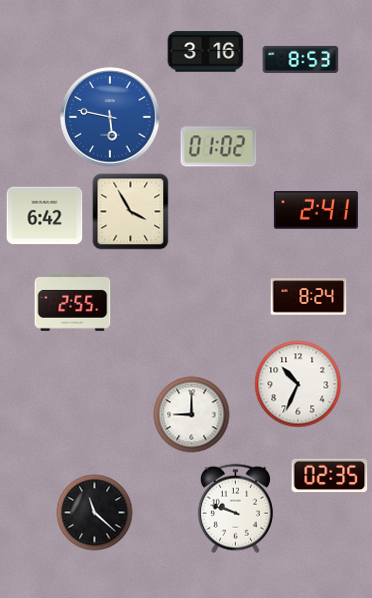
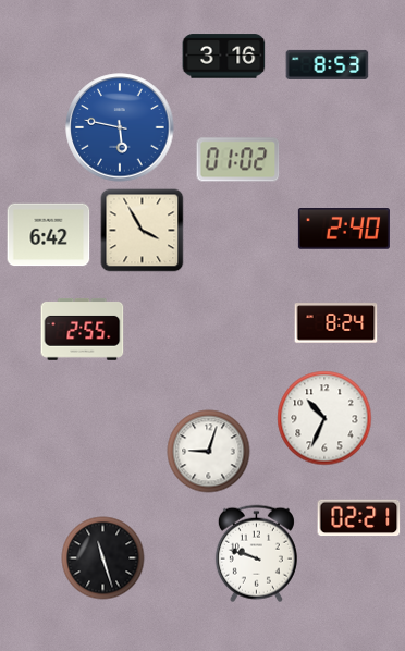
clock at (316, 210): 2:41 -> 2:40
clock at (73, 302) position: (73, 302) -> (83, 329)
clock at (192, 415): 9:00 -> 9:03
clock at (330, 476): 02:35 -> 02:21
clock at (95, 513): 11:22 -> 11:27
